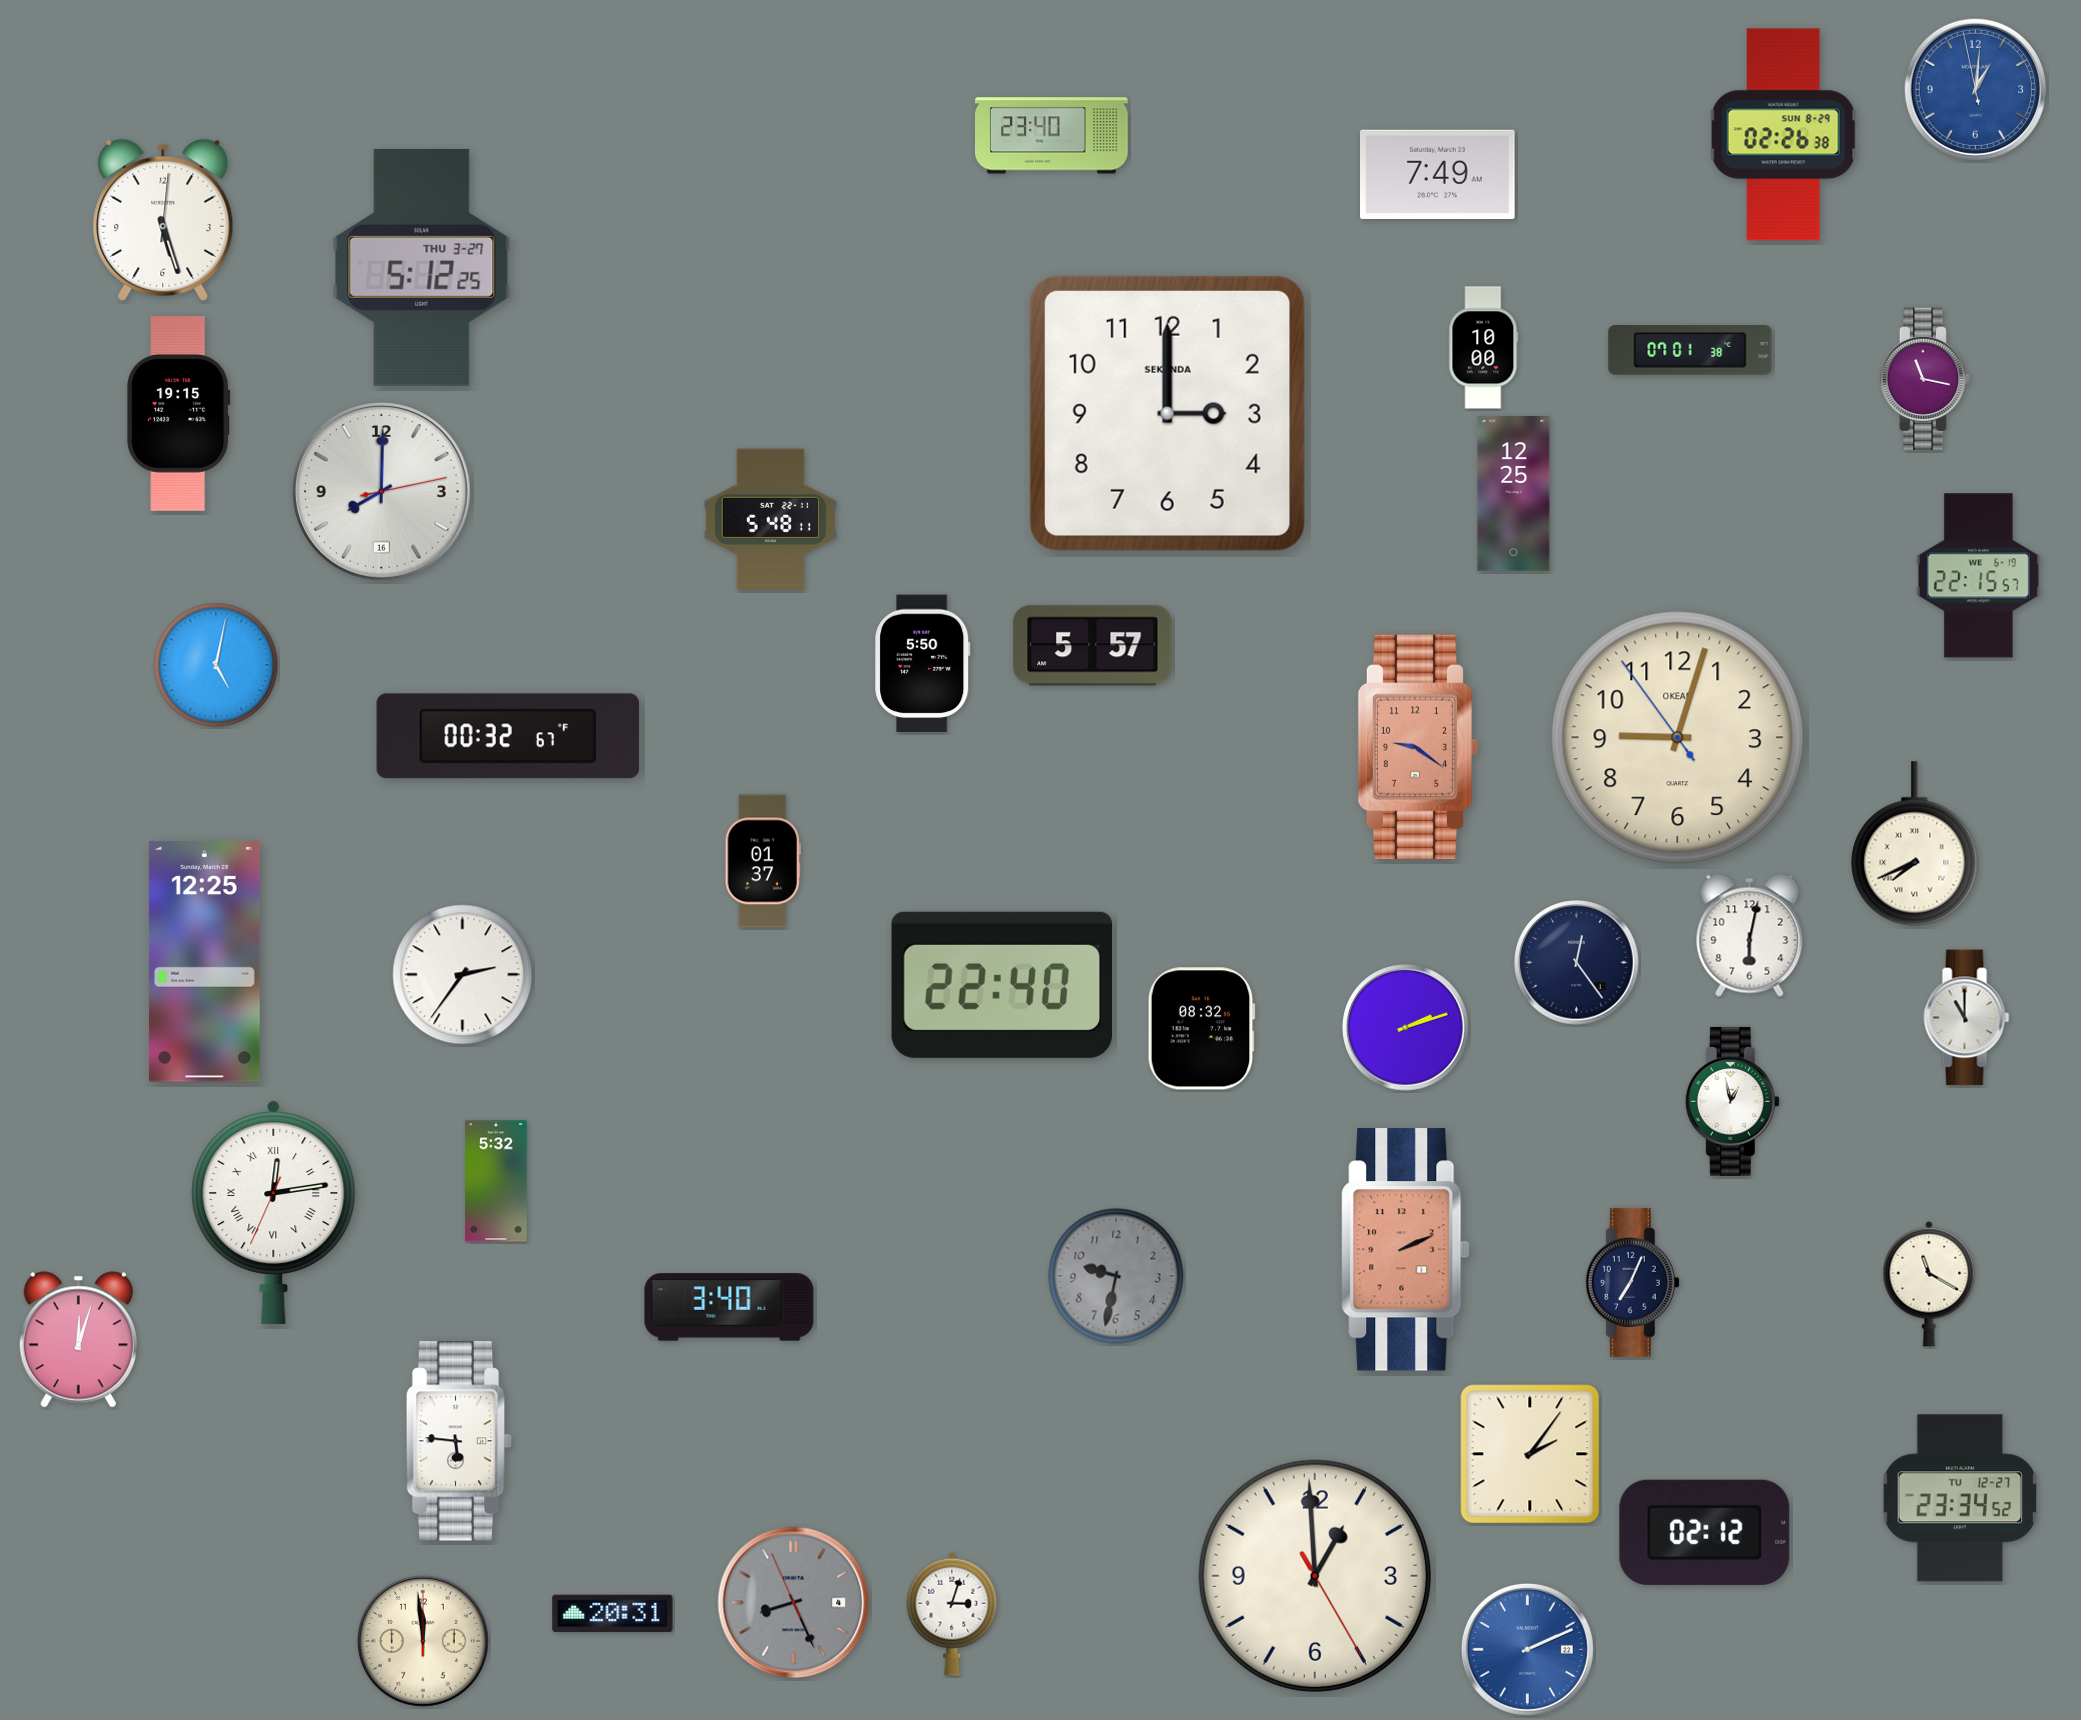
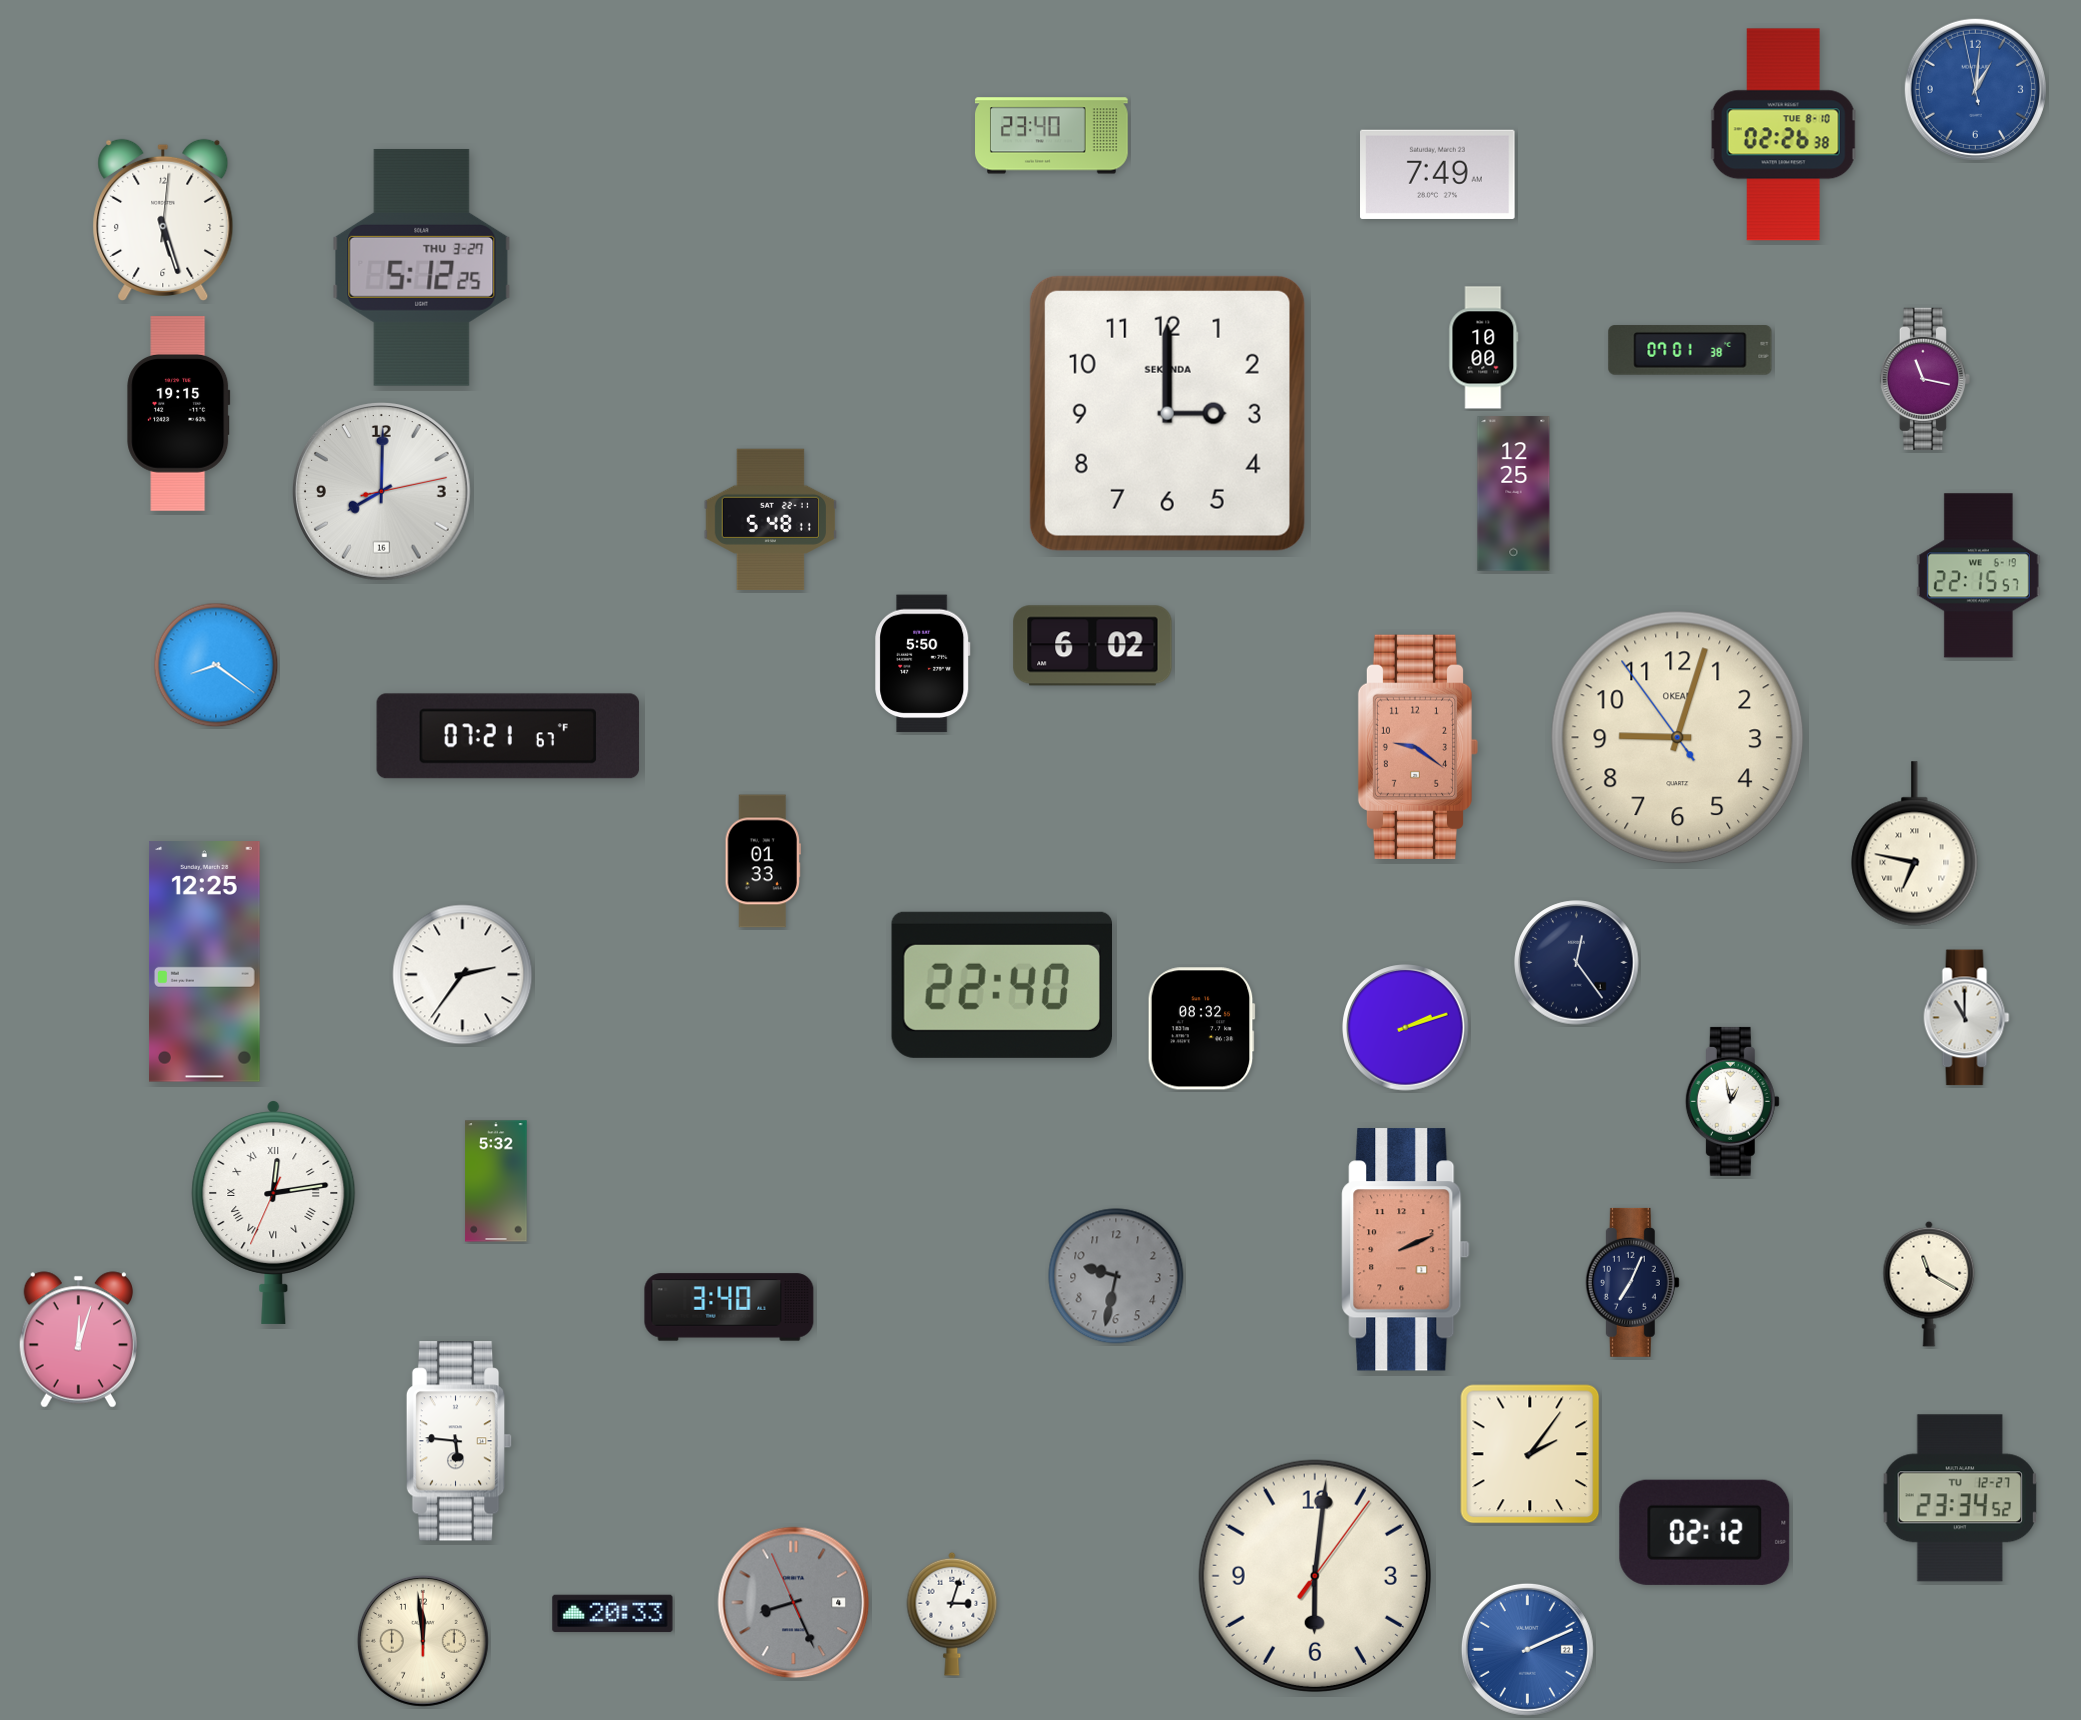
clock at (1783, 135) date: SUN 8-29 -> TUE 8-10
clock at (1093, 646): 5:57 -> 6:02
clock at (216, 665): 5:02 -> 8:21
clock at (508, 736): 00:32 -> 07:21
clock at (1915, 844): 7:41 -> 6:47
clock at (763, 861): 01:37 -> 01:33
clock at (1750, 935): 6:02 -> none
clock at (1315, 1576): 12:59 -> 6:01
clock at (613, 1614): 20:31 -> 20:33
